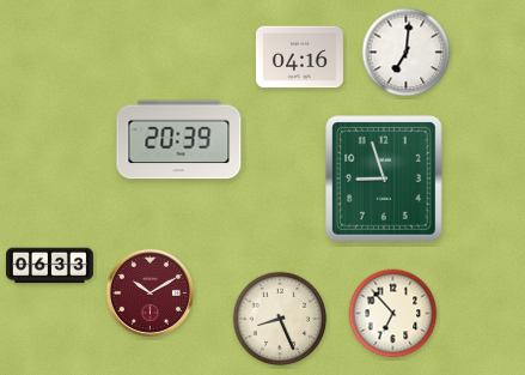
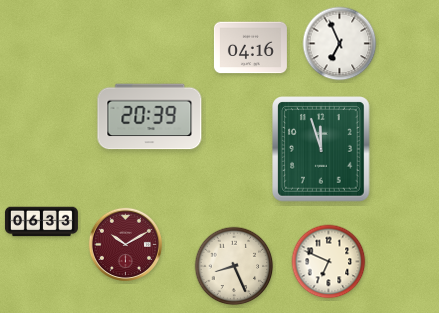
clock at (407, 53): 7:01 -> 6:56
clock at (385, 179): 8:57 -> 11:57
clock at (393, 314): 6:53 -> 6:49
